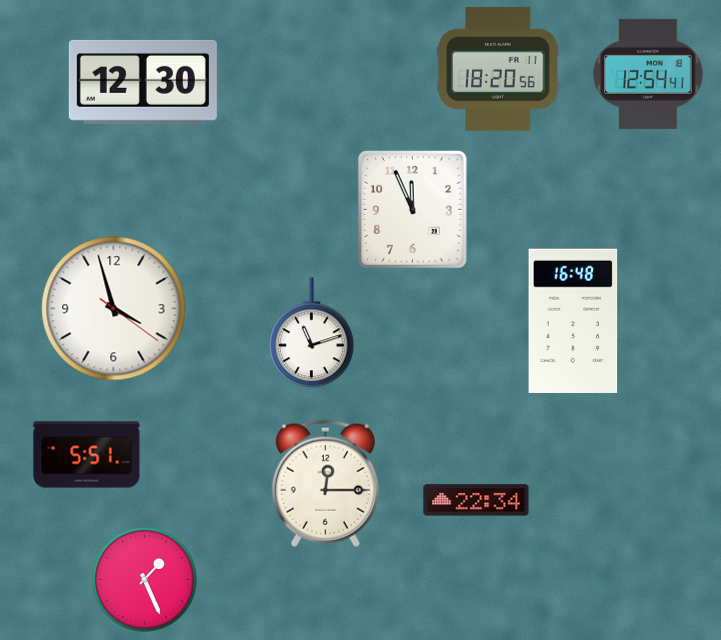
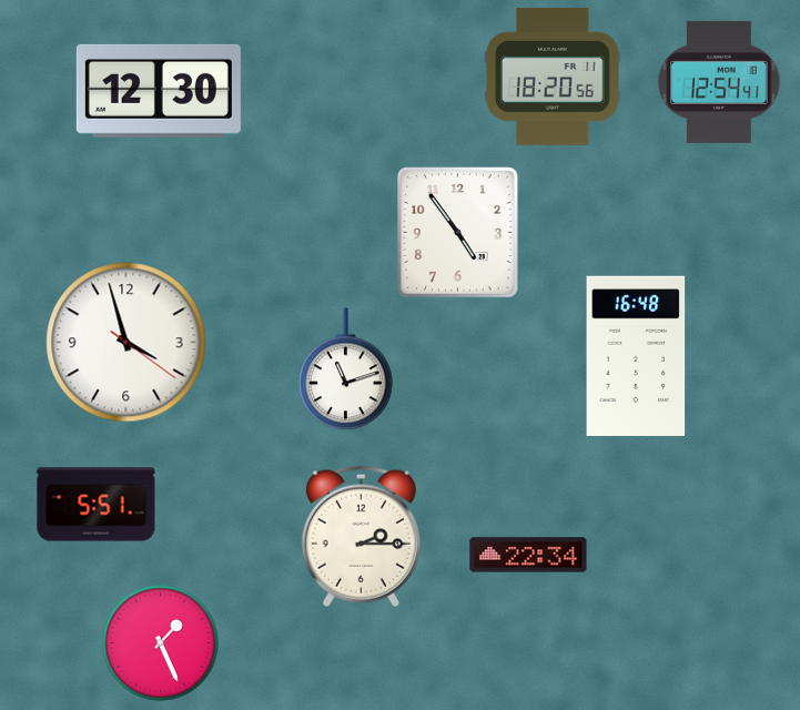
clock at (413, 210): 11:56 -> 4:54
clock at (325, 483): 12:15 -> 2:15
